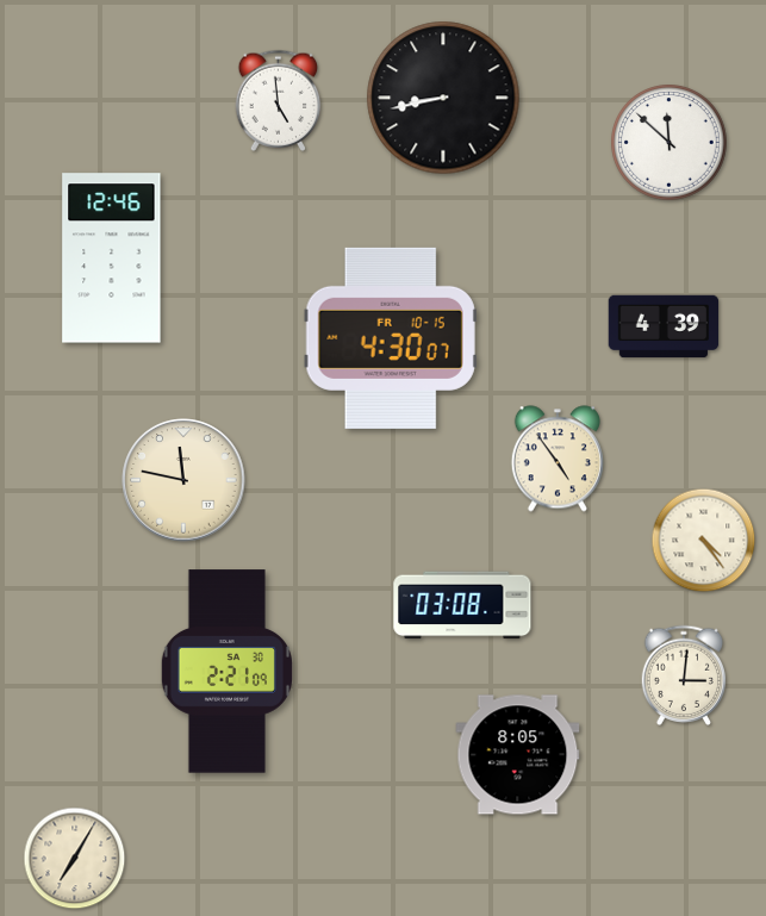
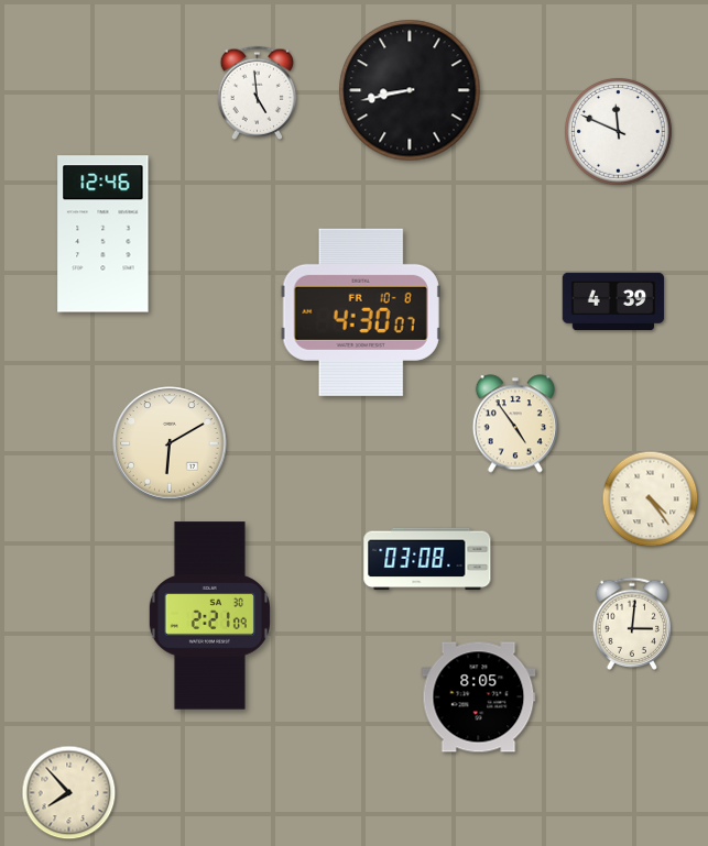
clock at (670, 143): 11:52 -> 11:49
clock at (112, 258) position: (112, 258) -> (104, 234)
clock at (391, 338) date: FR 10-15 -> FR 10-8
clock at (183, 480): 11:47 -> 6:10
clock at (226, 672) position: (226, 672) -> (209, 616)
clock at (75, 859): 7:05 -> 7:53
